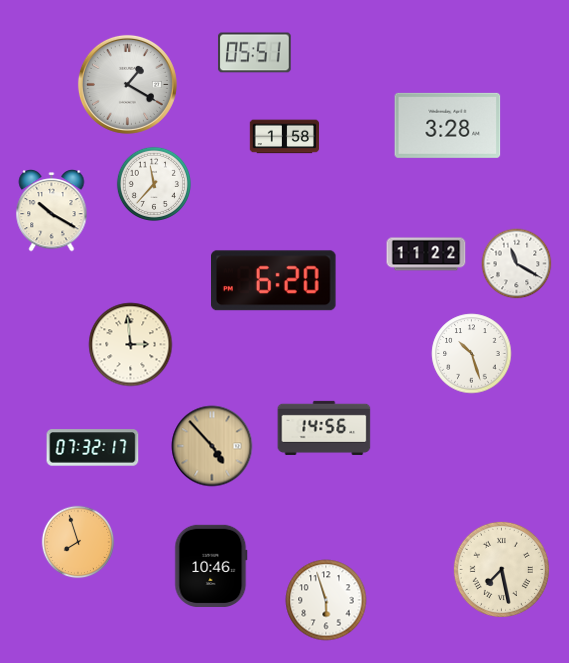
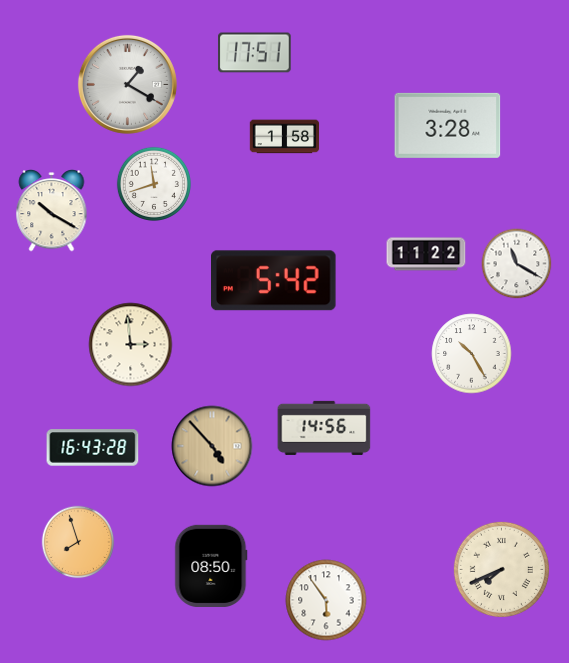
clock at (255, 53): 05:51 -> 17:51
clock at (154, 184): 11:37 -> 11:42
clock at (274, 281): 6:20 -> 5:42
clock at (472, 354): 10:27 -> 10:25
clock at (93, 448): 07:32 -> 16:43
clock at (211, 565): 10:46 -> 08:50
clock at (501, 569): 7:28 -> 7:41
clock at (326, 600): 5:57 -> 5:54
